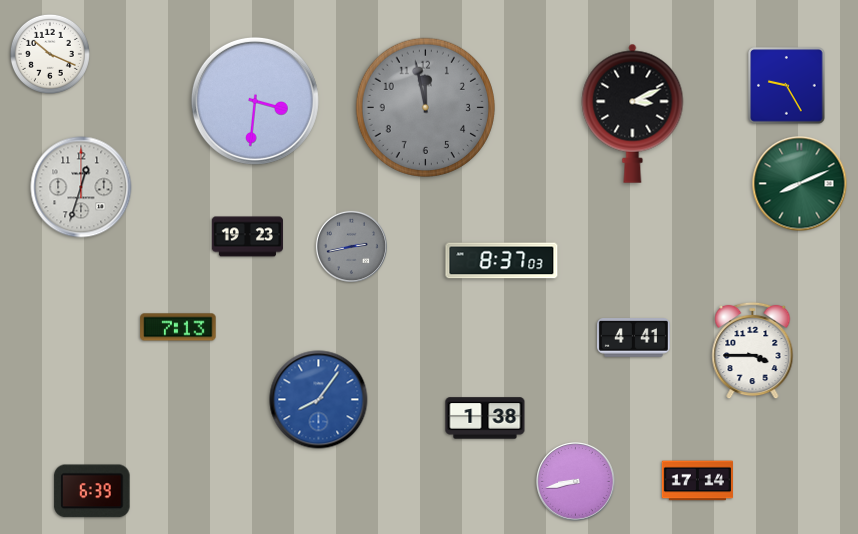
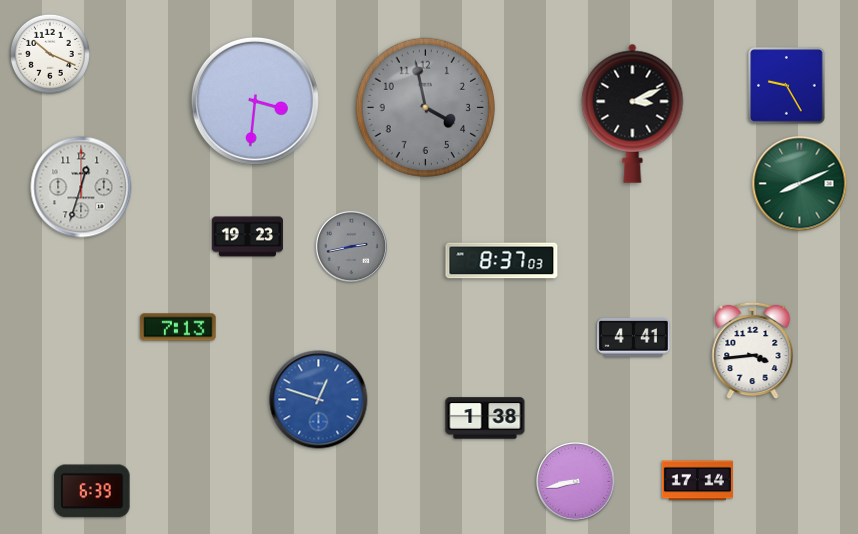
clock at (425, 107): 11:58 -> 3:58
clock at (753, 351): 3:45 -> 3:44
clock at (319, 400): 8:06 -> 12:48
